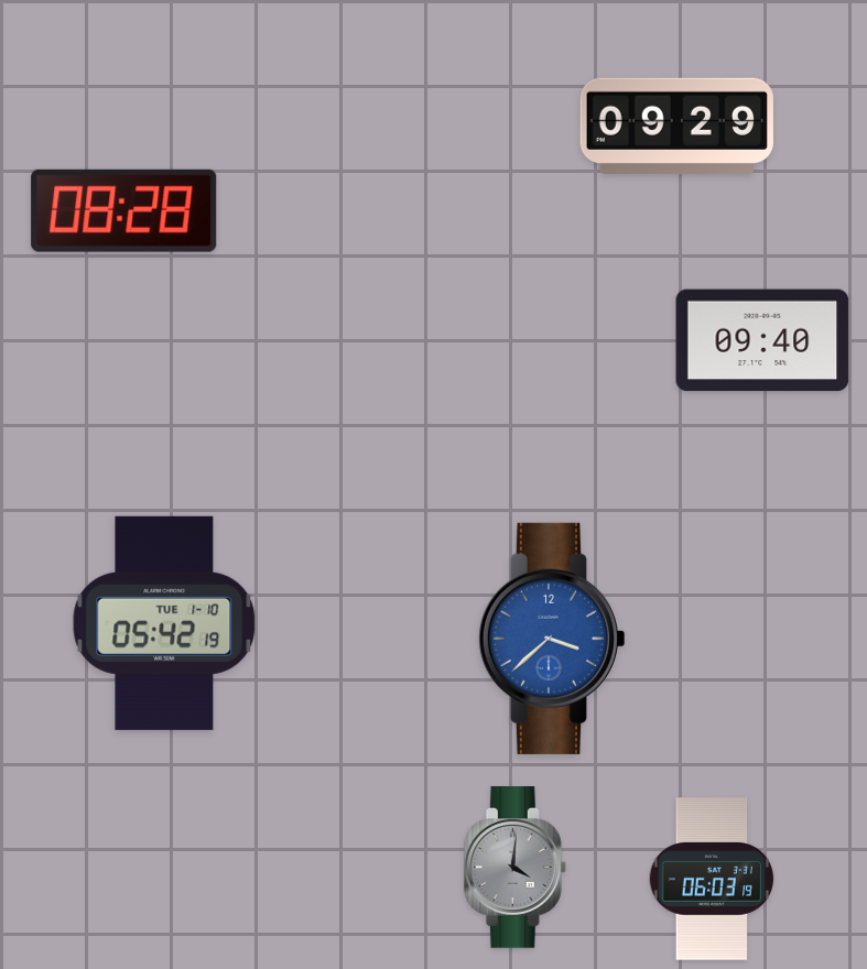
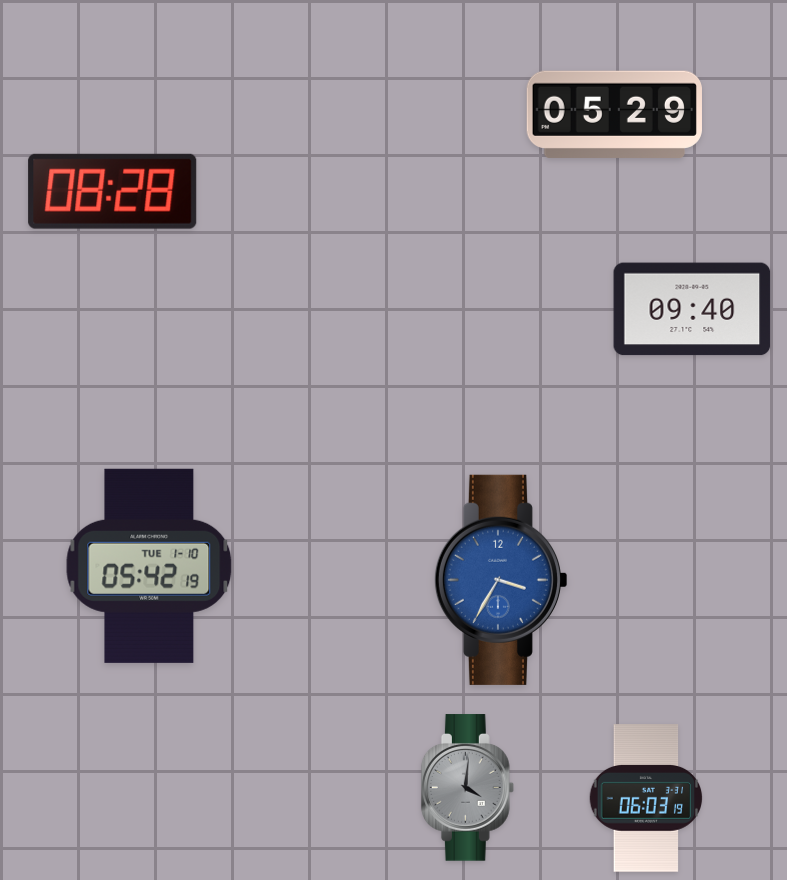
clock at (676, 126): 09:29 -> 05:29
clock at (551, 639): 3:38 -> 3:35
